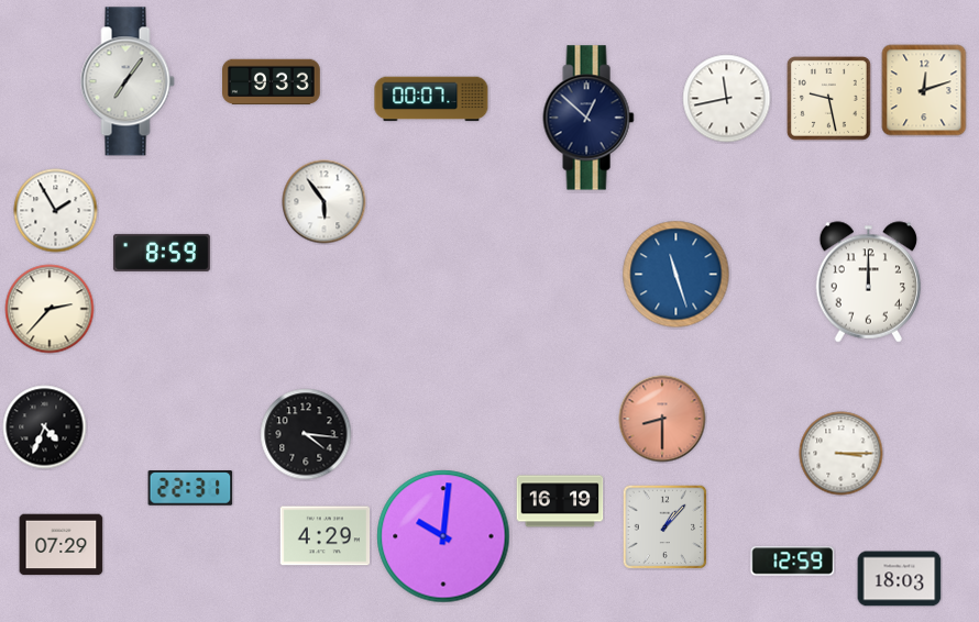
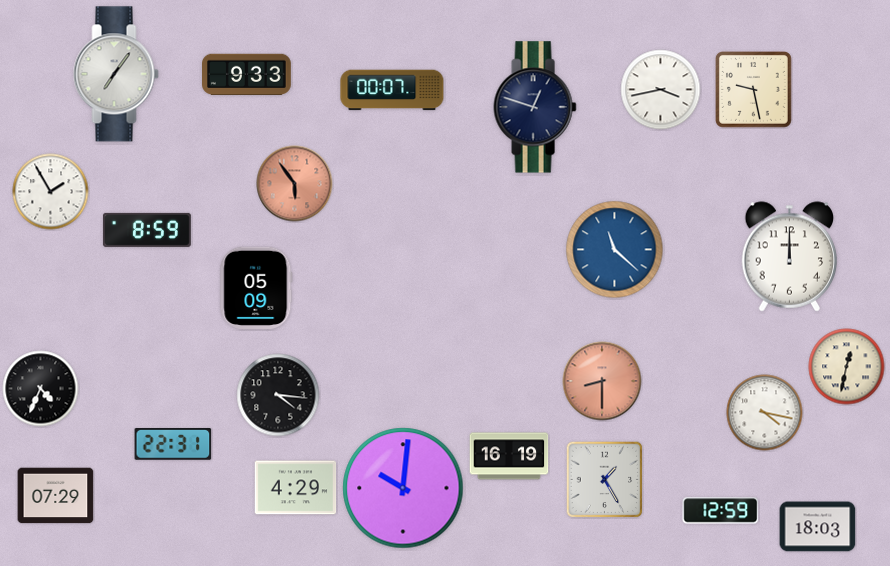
clock at (924, 90): 12:12 -> none
clock at (727, 99): 11:43 -> 3:43
clock at (588, 118): 12:52 -> 12:48
clock at (324, 202) dial: white -> salmon
clock at (676, 275): 11:27 -> 11:22
clock at (50, 309): 2:37 -> none
clock at (256, 288): none -> 05:09
clock at (847, 367): none -> 12:32
clock at (842, 454): 3:15 -> 4:17
clock at (664, 526): 1:07 -> 1:25
